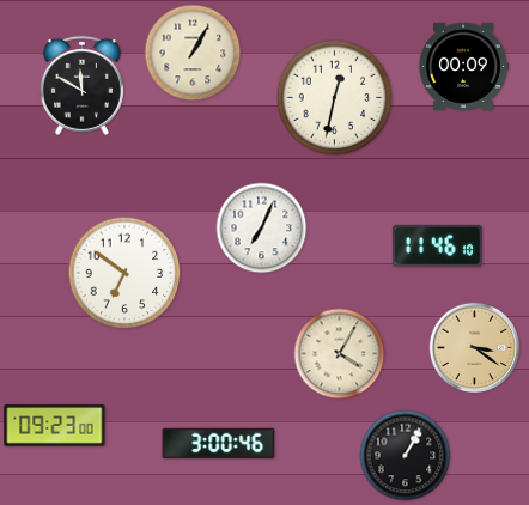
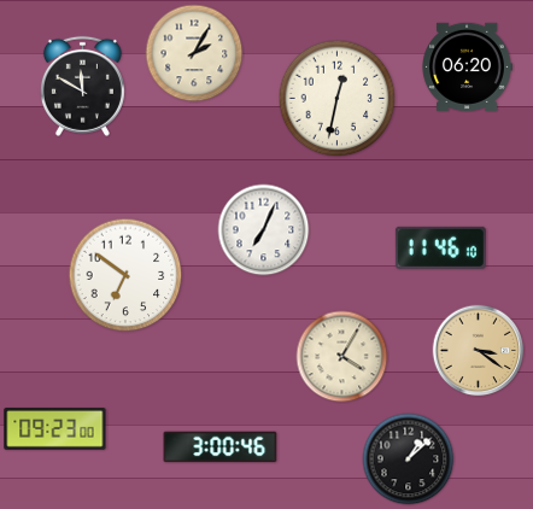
clock at (193, 53): 1:05 -> 2:05
clock at (463, 66): 00:09 -> 06:20
clock at (406, 456): 1:05 -> 1:08
